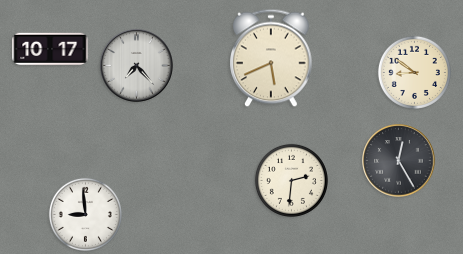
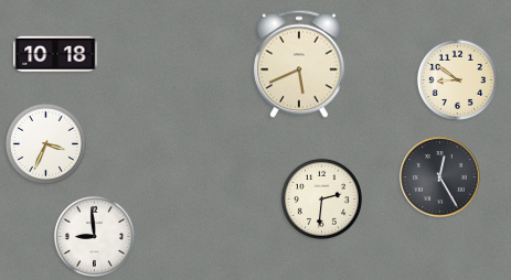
clock at (50, 49): 10:17 -> 10:18
clock at (137, 66): 7:23 -> none
clock at (45, 143): none -> 3:34
